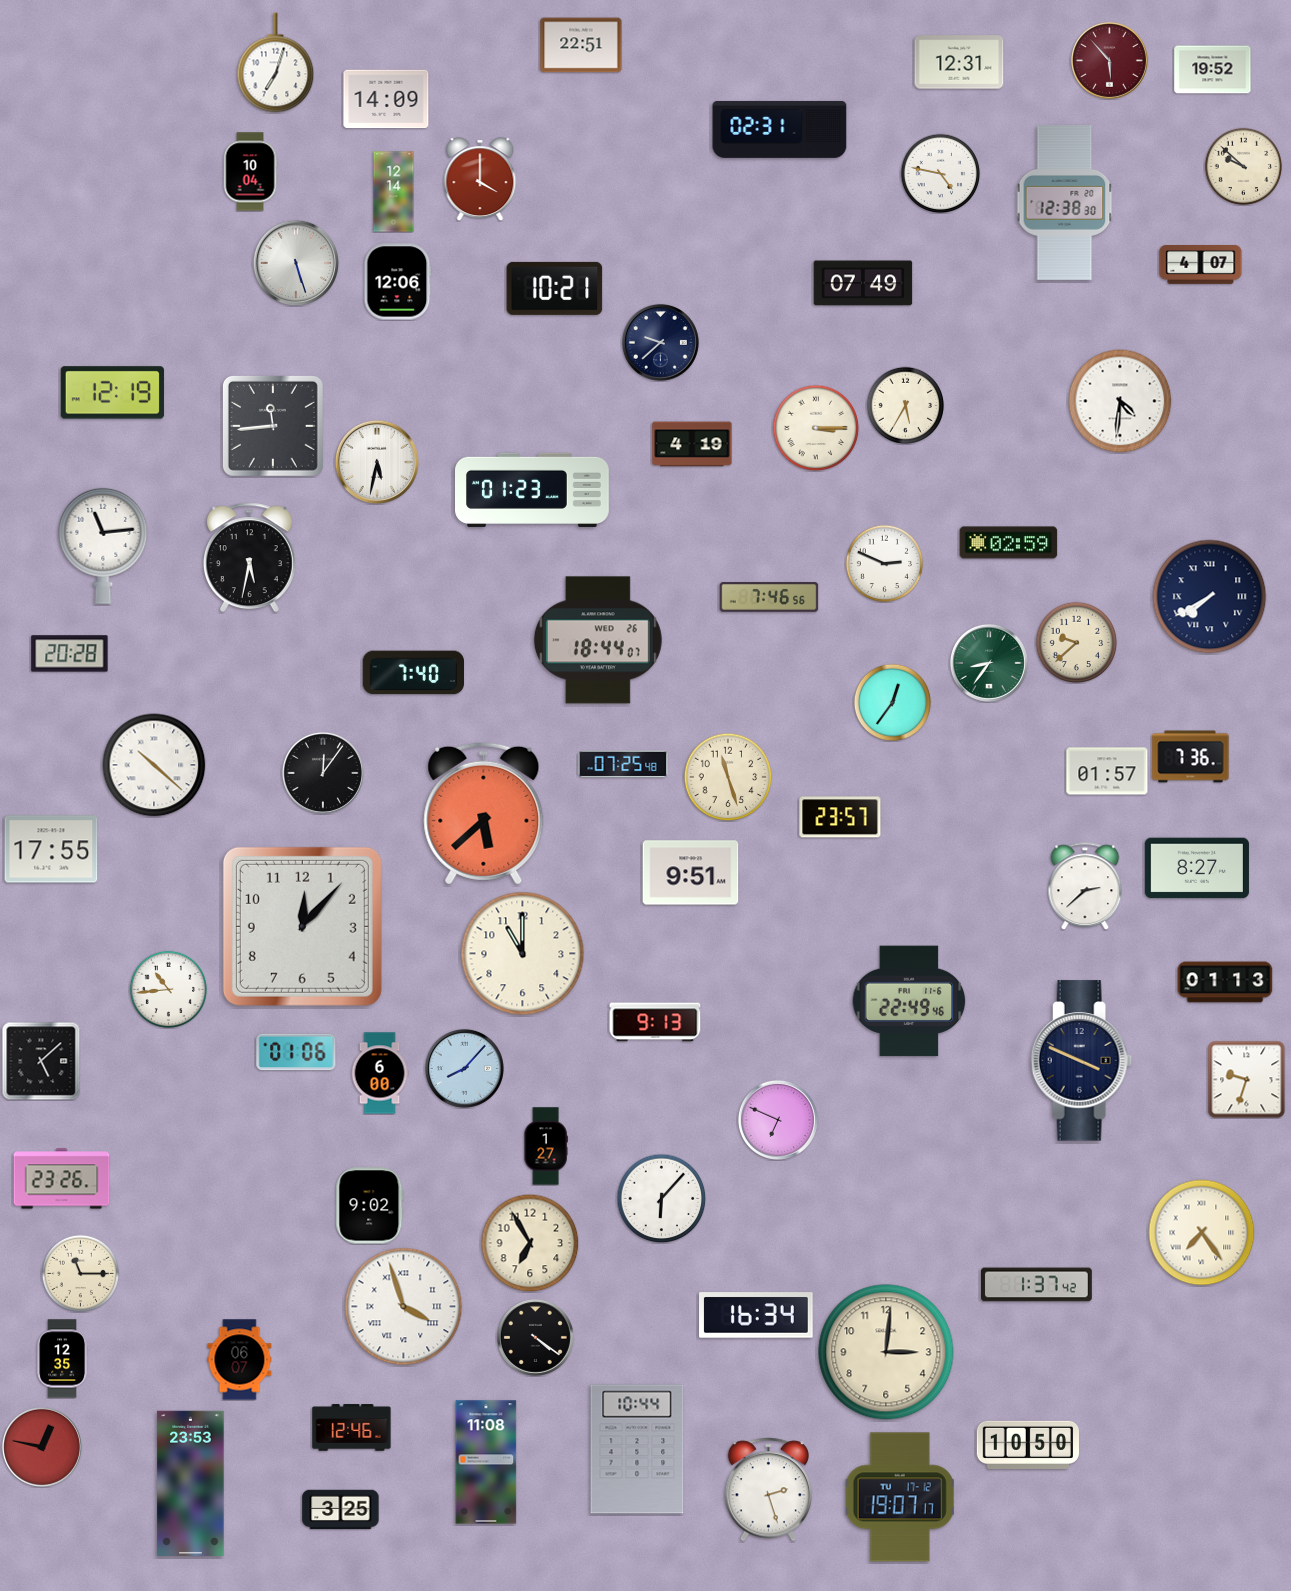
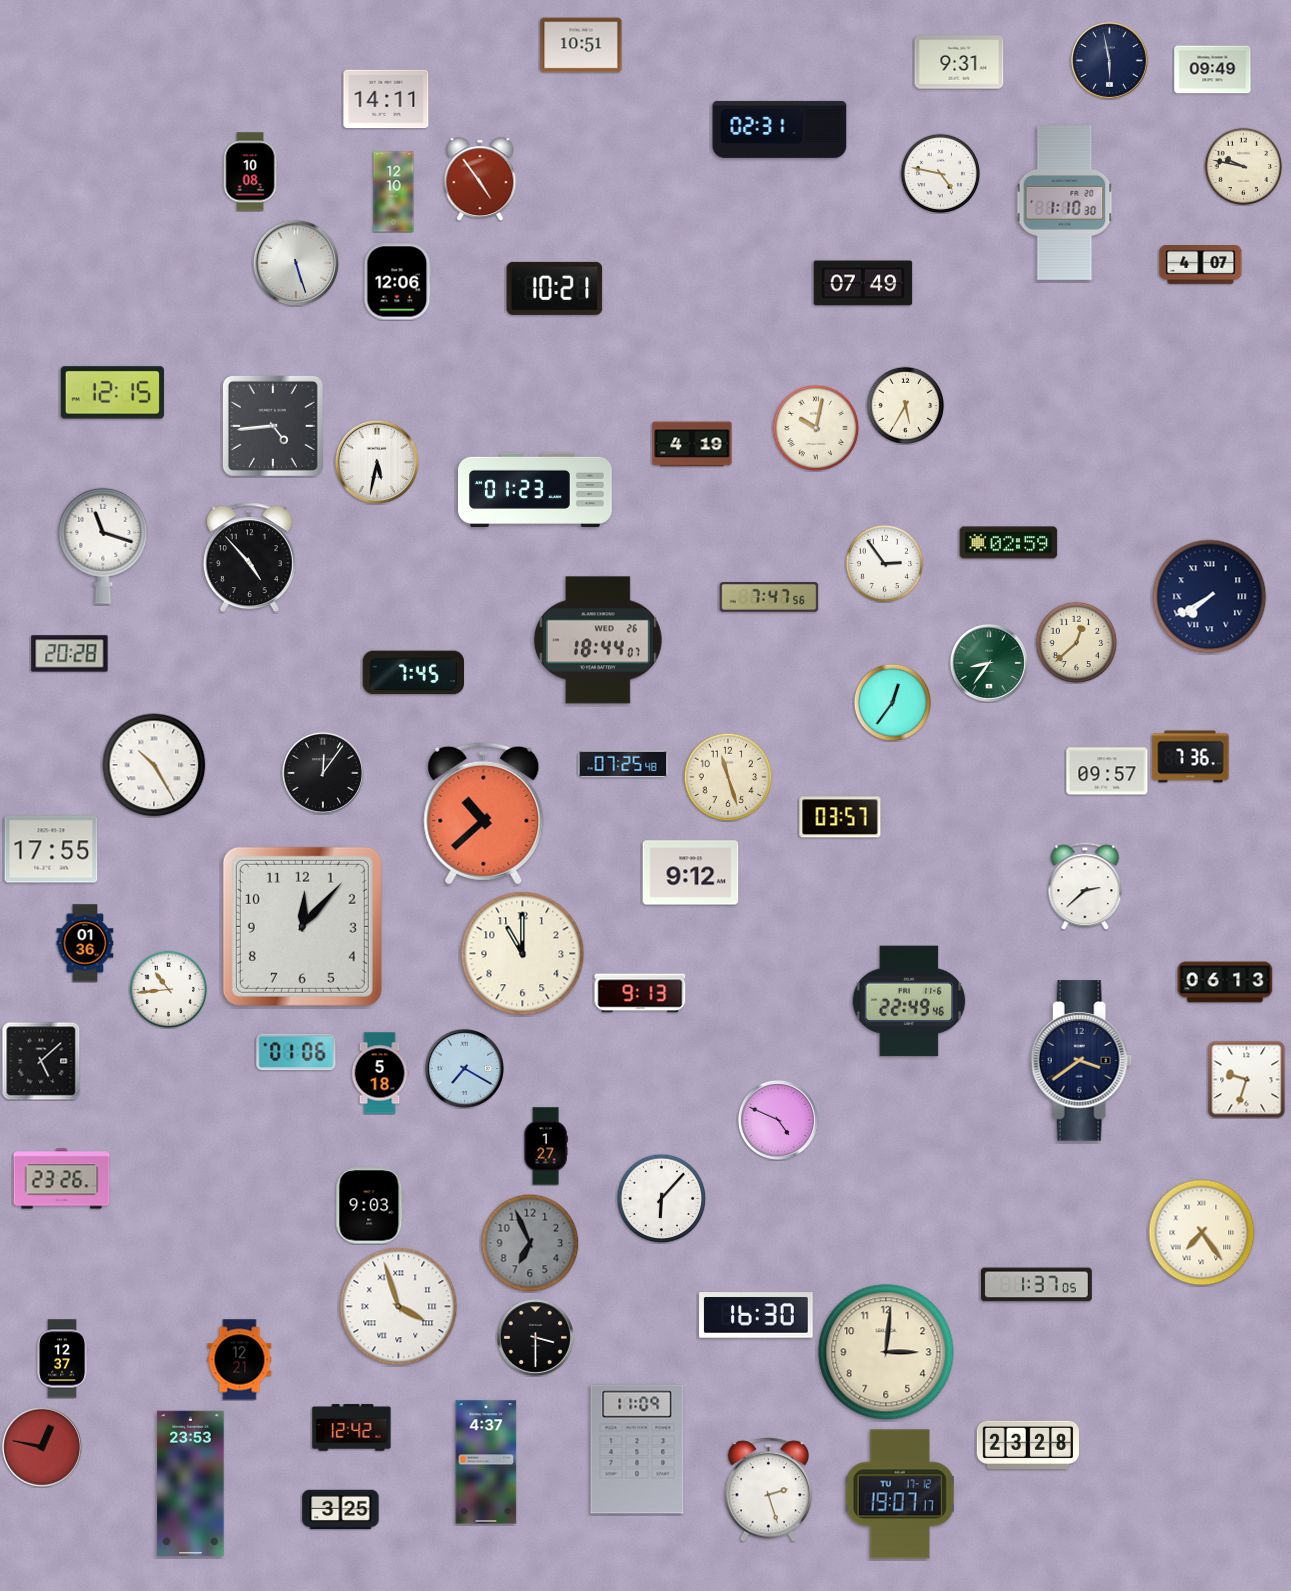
clock at (581, 45): 22:51 -> 10:51
clock at (1109, 60): 5:53 -> 5:58
clock at (1109, 60) dial: burgundy -> navy
clock at (959, 62): 12:31 -> 9:31
clock at (276, 63): 7:03 -> none
clock at (1213, 70): 19:52 -> 09:49
clock at (386, 99): 14:09 -> 14:11
clock at (1243, 166): 9:52 -> 9:47
clock at (250, 172): 10:04 -> 10:08
clock at (480, 179): 4:00 -> 4:54
clock at (394, 192): 12:14 -> 12:10
clock at (1065, 203): 12:38 -> 1:10
clock at (660, 342): 9:38 -> none
clock at (112, 393): 12:19 -> 12:15
clock at (1120, 401): 4:31 -> none
clock at (273, 426): 11:44 -> 4:44
clock at (816, 428): 3:15 -> 10:02
clock at (533, 490) position: (533, 490) -> (536, 490)
clock at (103, 546): 11:14 -> 11:18
clock at (249, 558): 5:32 -> 4:53
clock at (884, 563): 2:49 -> 2:54
clock at (769, 597): 7:46 -> 7:47
clock at (1076, 642): 9:38 -> 12:38
clock at (413, 673): 7:40 -> 7:45
clock at (154, 765): 10:22 -> 10:25
clock at (1107, 771): 01:57 -> 09:57
clock at (484, 813): 5:38 -> 10:38
clock at (840, 817): 23:57 -> 03:57
clock at (1197, 868): 8:27 -> none
clock at (691, 873): 9:51 -> 9:12
clock at (85, 943): none -> 01:36
clock at (1225, 982): 01:13 -> 06:13
clock at (655, 1022) position: (655, 1022) -> (640, 993)
clock at (1082, 1061): 3:49 -> 3:39
clock at (464, 1068): 8:07 -> 7:20
clock at (380, 1073): 6:00 -> 5:18
clock at (778, 1120): 6:49 -> 4:49
clock at (370, 1206): 9:02 -> 9:03
clock at (530, 1243): 6:55 -> 6:56
clock at (530, 1243) dial: cream -> grey
clock at (80, 1273): 11:15 -> none
clock at (1037, 1285): 1:37:42 -> 1:37:05
clock at (404, 1307) position: (404, 1307) -> (399, 1307)
clock at (756, 1315): 16:34 -> 16:30
clock at (535, 1337): 4:21 -> 3:30
clock at (62, 1359): 12:35 -> 12:37
clock at (240, 1360): 06:07 -> 12:21
clock at (352, 1428): 12:46 -> 12:42
clock at (1027, 1445): 10:50 -> 23:28
clock at (637, 1449): 10:44 -> 11:09
clock at (486, 1462): 11:08 -> 4:37
clock at (900, 1497) position: (900, 1497) -> (900, 1494)
